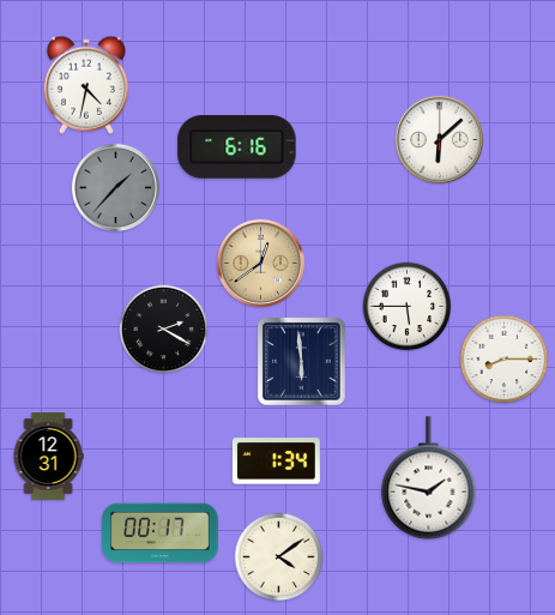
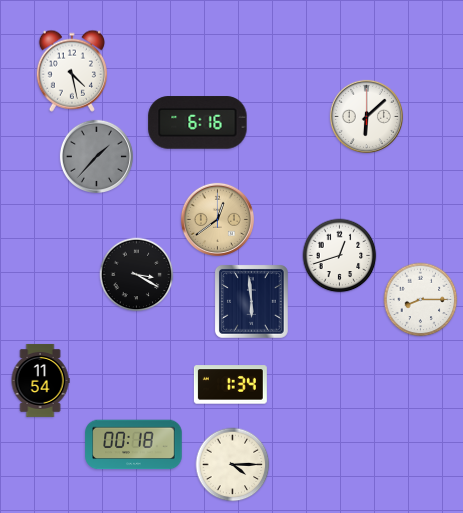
clock at (85, 85): 4:32 -> 4:28
clock at (408, 307): 5:45 -> 12:42
clock at (164, 330): 2:20 -> 3:20
clock at (48, 456): 12:31 -> 11:54
clock at (429, 478): 1:47 -> none
clock at (161, 533): 00:17 -> 00:18
clock at (279, 557): 4:09 -> 4:15
